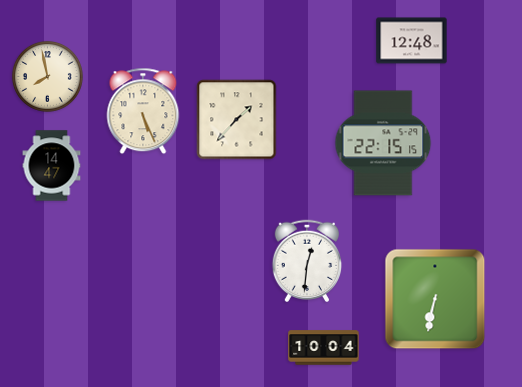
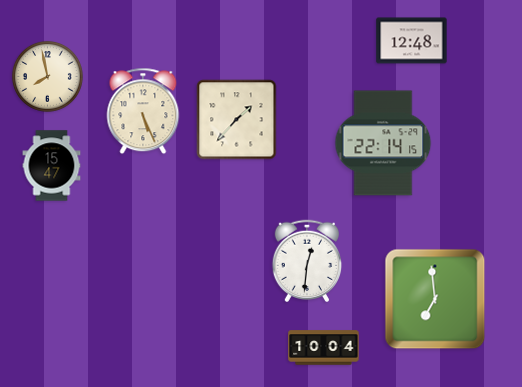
clock at (383, 143): 22:15 -> 22:14
clock at (52, 166): 14:47 -> 15:47
clock at (435, 299): 6:32 -> 6:59
